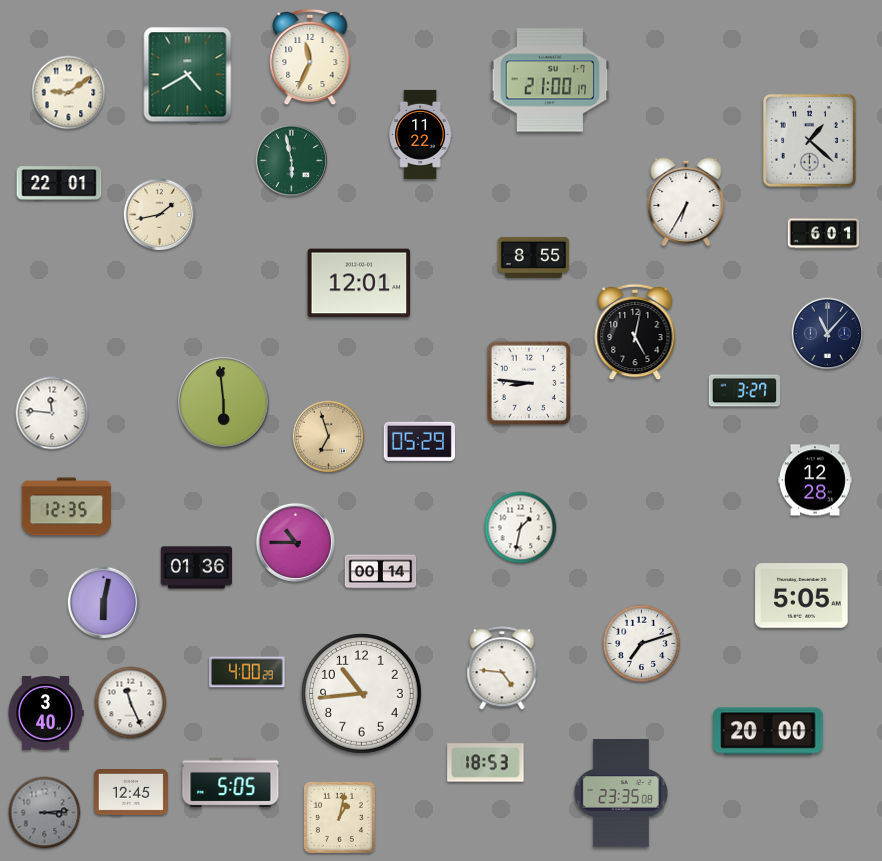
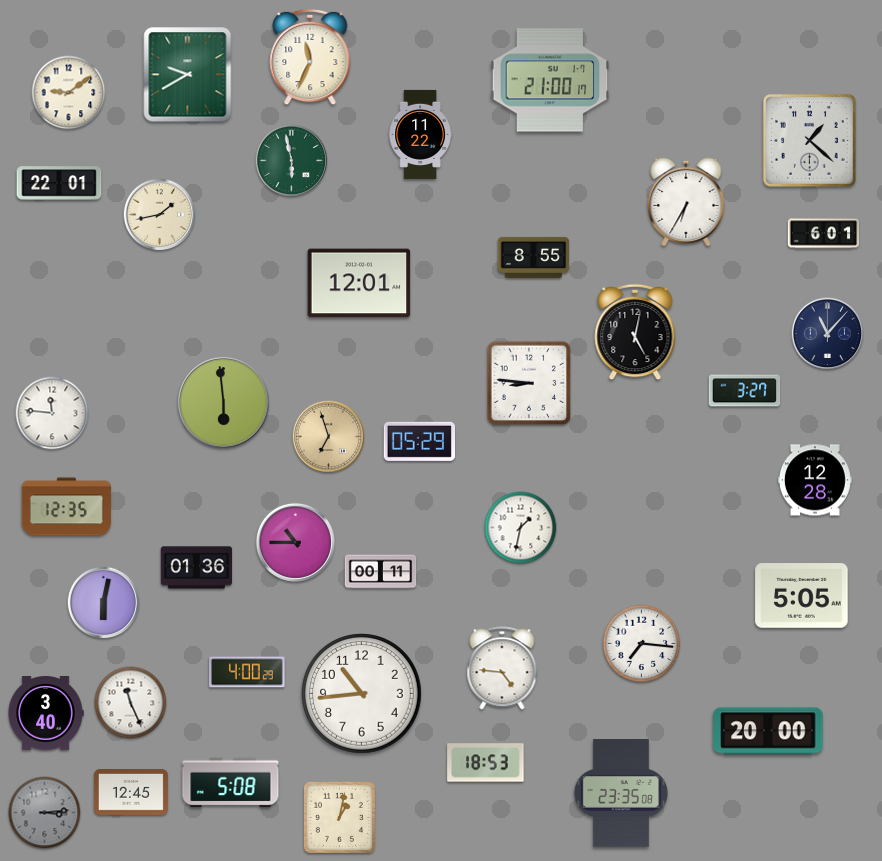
clock at (188, 75): 4:40 -> 9:40
clock at (381, 572): 00:14 -> 00:11
clock at (642, 644): 7:12 -> 7:16
clock at (231, 783): 5:05 -> 5:08
